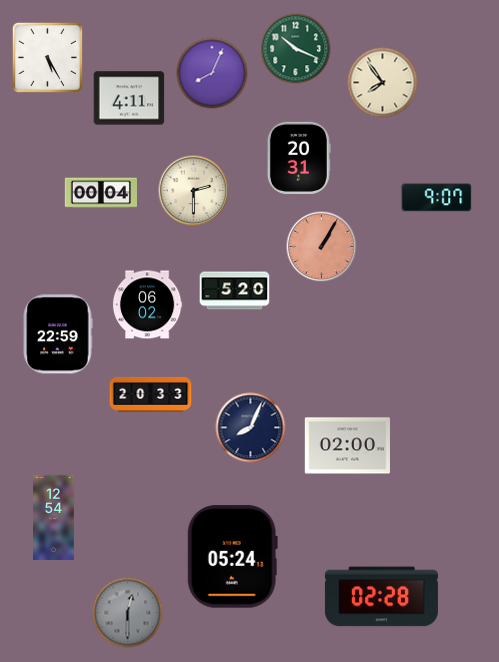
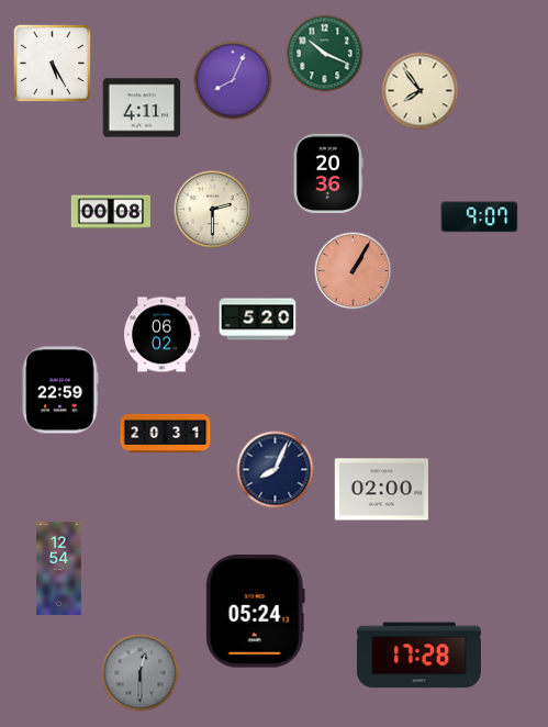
clock at (299, 158): 20:31 -> 20:36
clock at (100, 193): 00:04 -> 00:08
clock at (58, 334) position: (58, 334) -> (60, 390)
clock at (151, 394): 20:33 -> 20:31
clock at (381, 597): 02:28 -> 17:28
